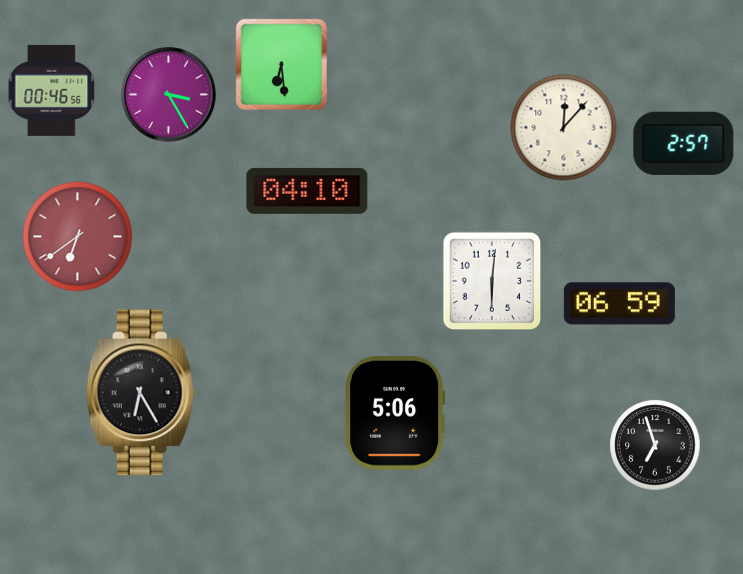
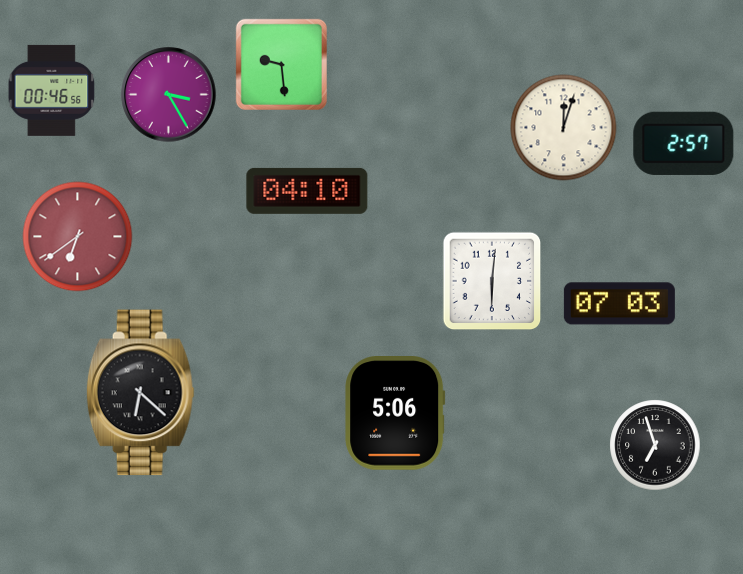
clock at (281, 64): 6:29 -> 9:29
clock at (564, 128): 12:07 -> 12:03
clock at (619, 304): 06:59 -> 07:03
clock at (140, 393): 6:25 -> 6:22
